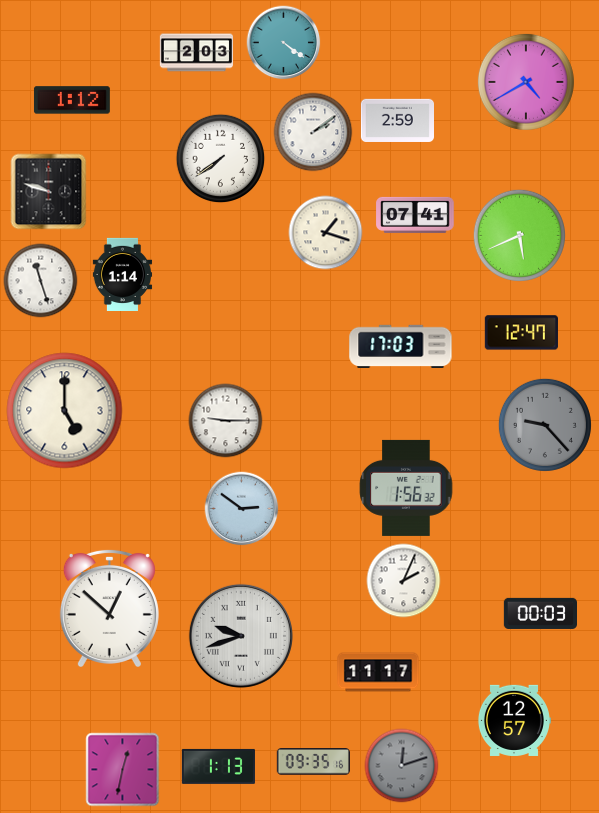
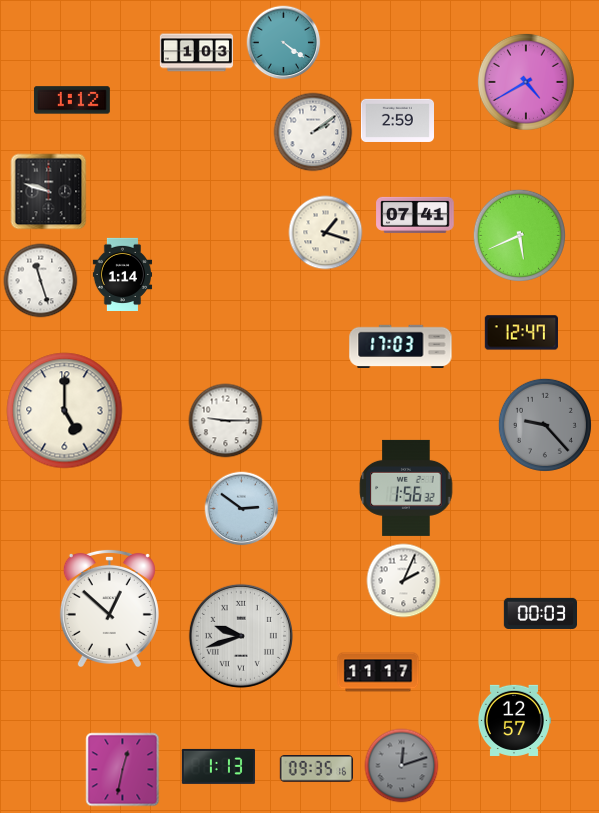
clock at (196, 53): 2:03 -> 1:03
clock at (221, 159): 7:39 -> none
clock at (313, 762) position: (313, 762) -> (316, 769)
